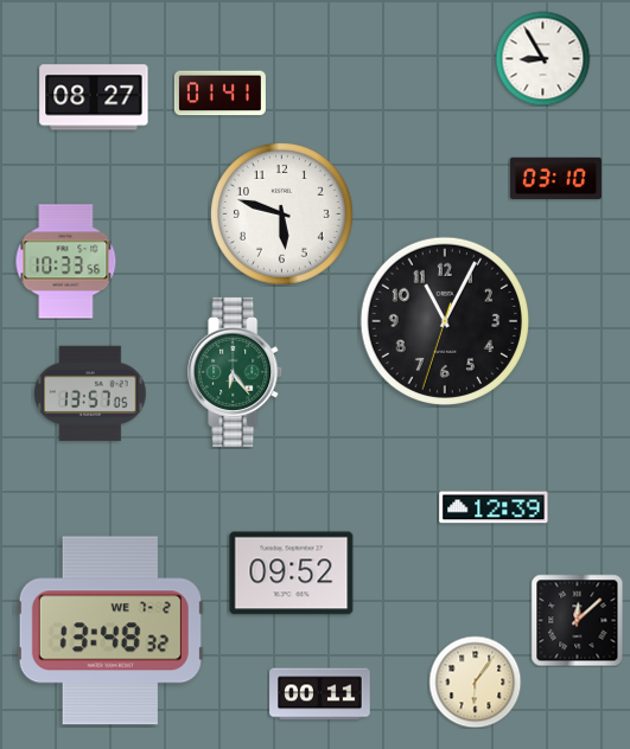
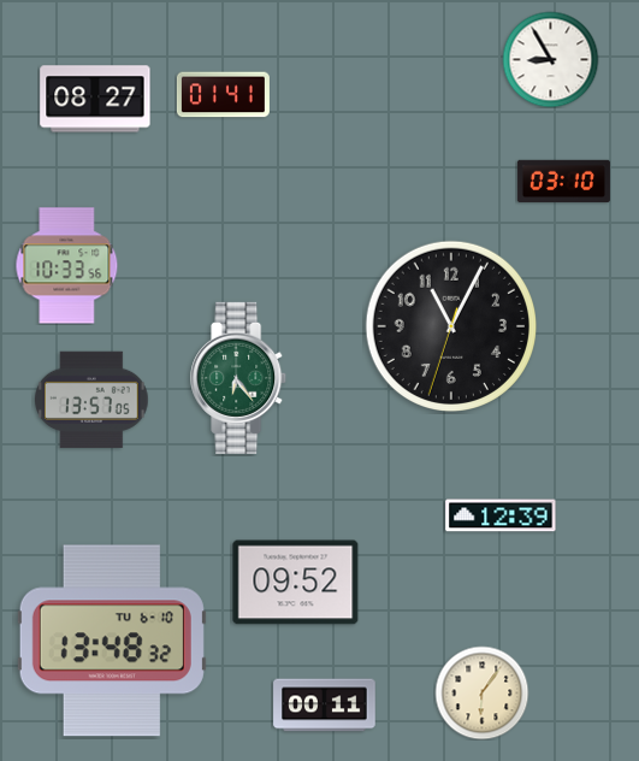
clock at (281, 213): 5:48 -> none
clock at (577, 620): 12:08 -> none
clock at (110, 630) date: WE 7-2 -> TU 6-10
